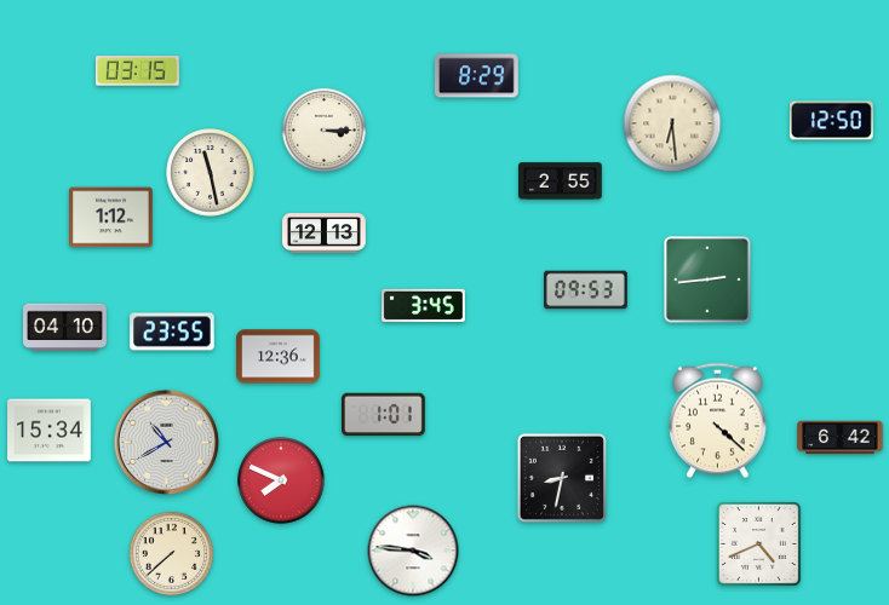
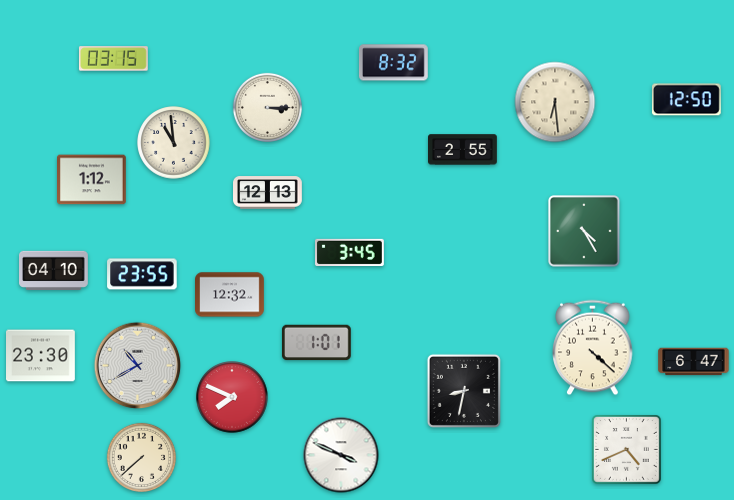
clock at (476, 76): 8:29 -> 8:32
clock at (211, 173): 11:28 -> 10:59
clock at (709, 281): 2:44 -> 4:25
clock at (586, 290): 09:53 -> none
clock at (279, 357): 12:36 -> 12:32
clock at (50, 431): 15:34 -> 23:30
clock at (841, 438): 6:42 -> 6:47
clock at (562, 478) position: (562, 478) -> (464, 391)
clock at (413, 551): 3:46 -> 3:49
